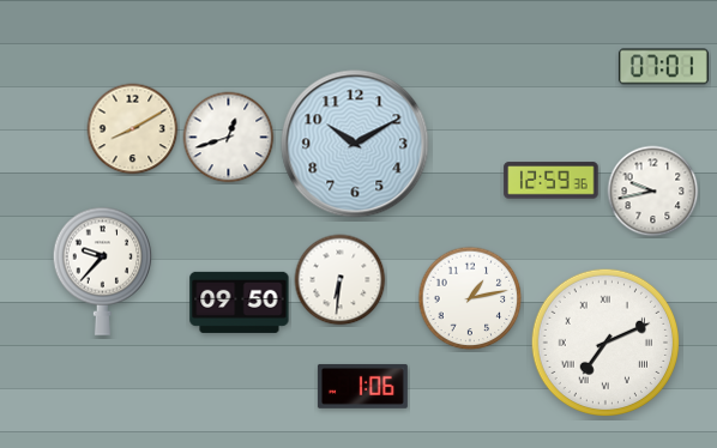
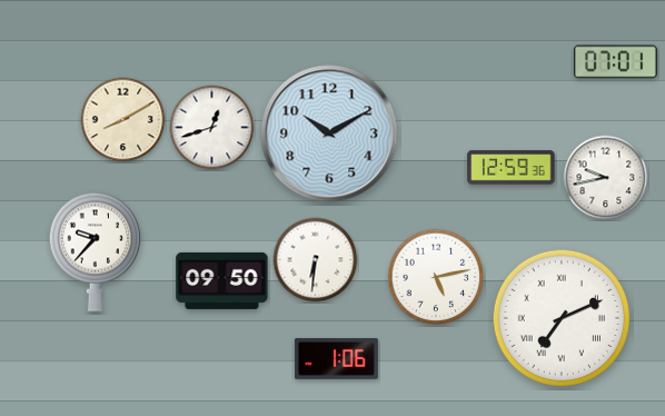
clock at (470, 298): 1:13 -> 5:13
